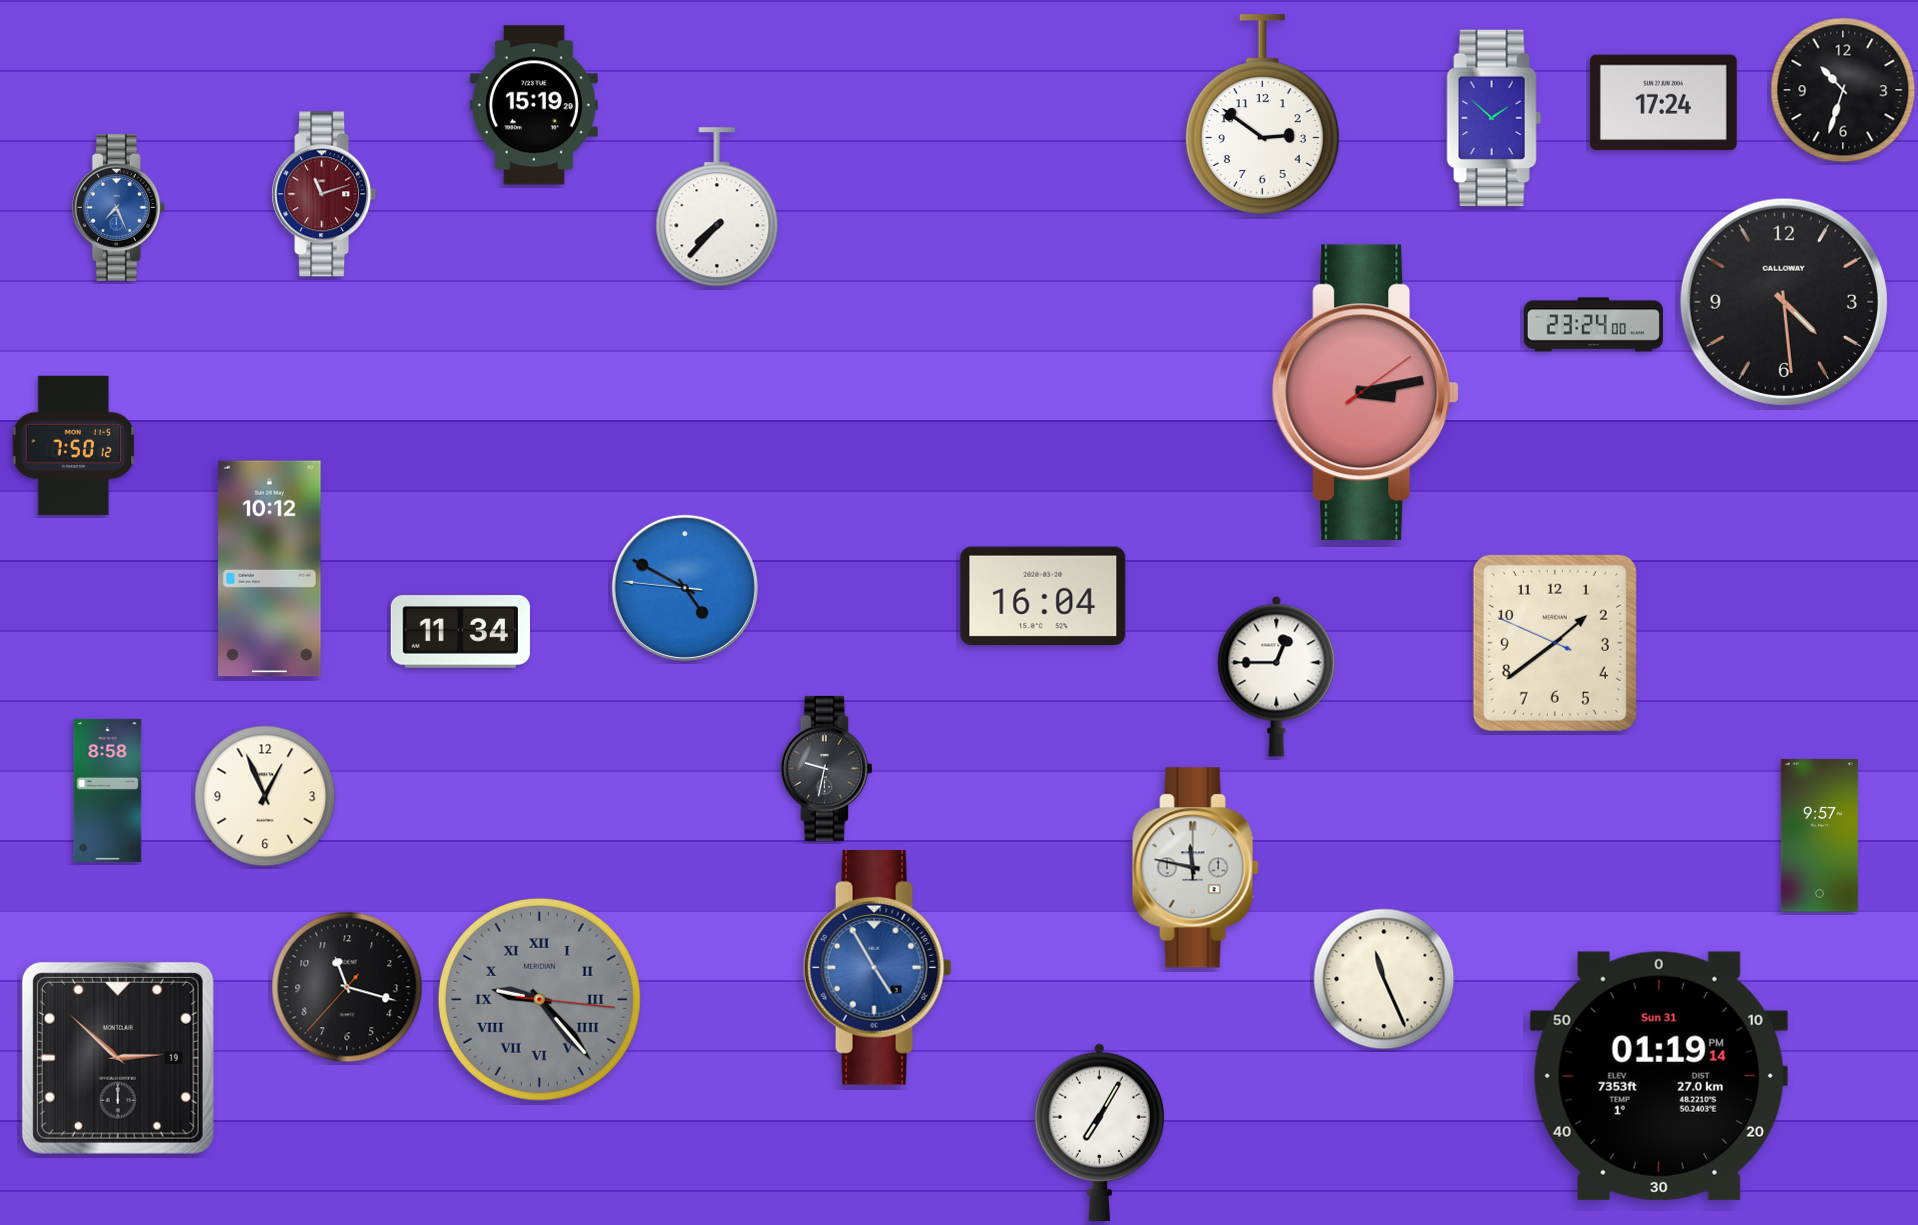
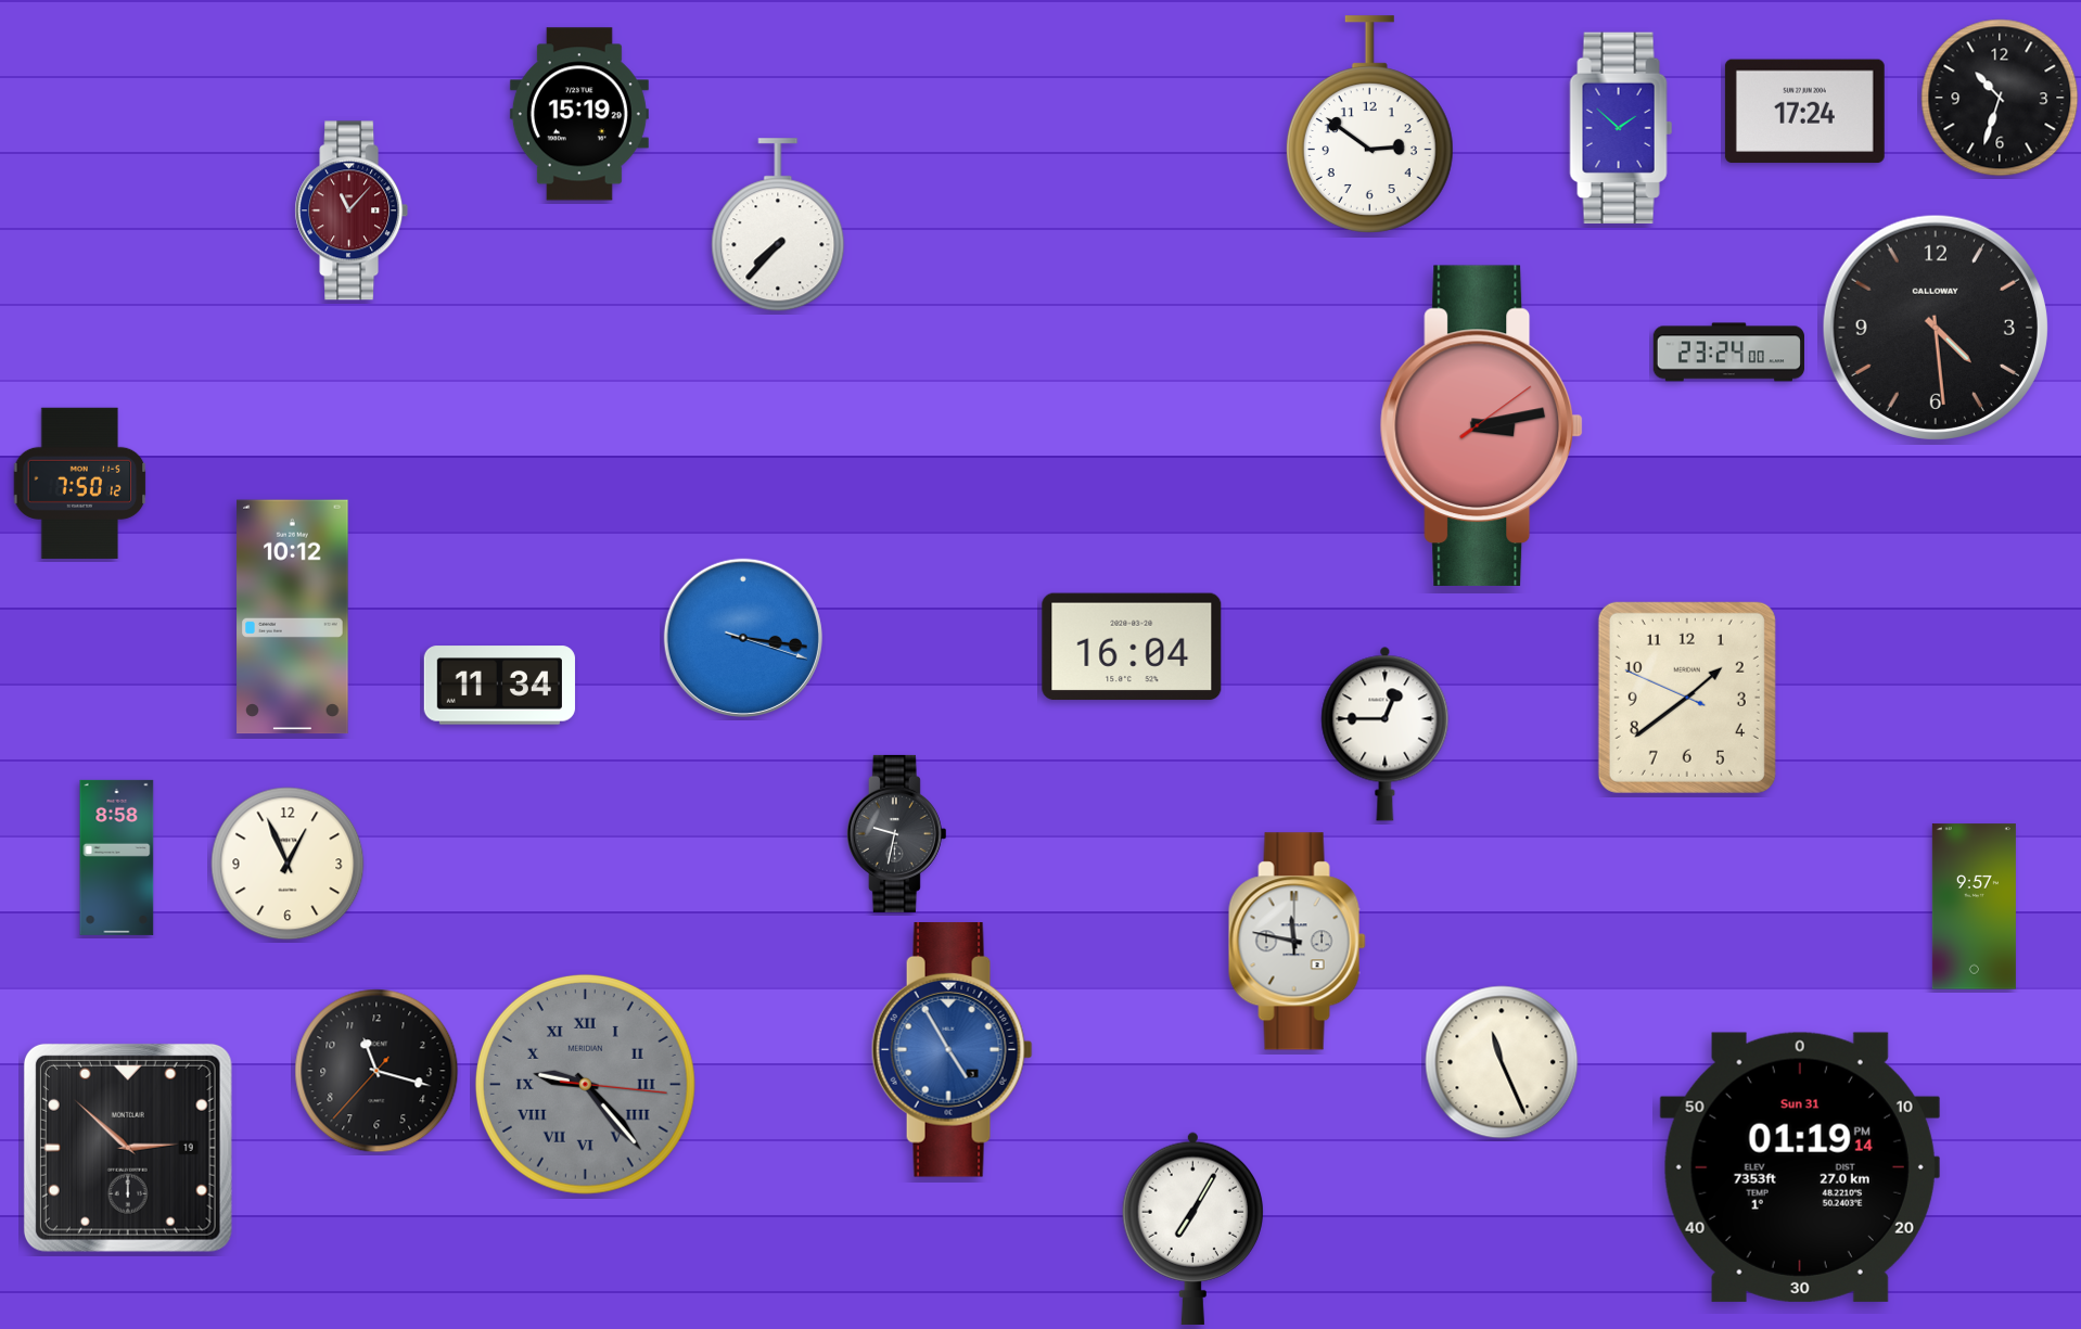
clock at (324, 194): 11:12 -> 11:07
clock at (118, 207): 7:26 -> none
clock at (685, 588): 4:49 -> 3:16
